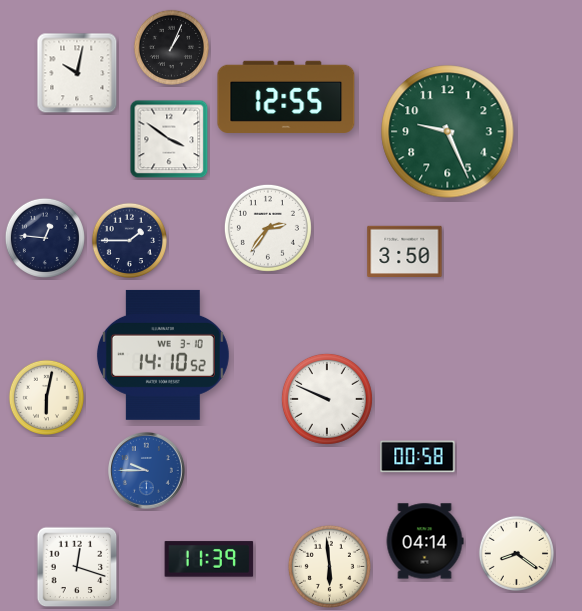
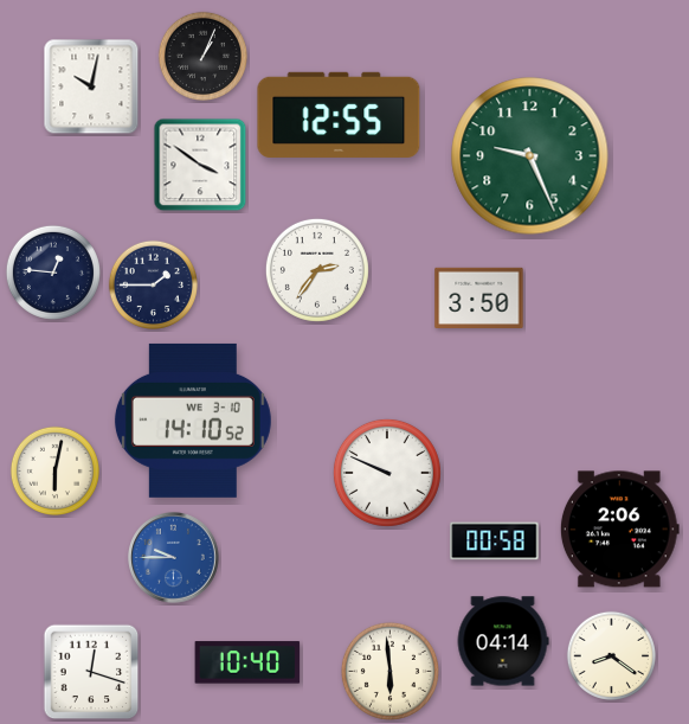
clock at (45, 238) position: (45, 238) -> (53, 273)
clock at (619, 530): none -> 2:06
clock at (209, 559): 11:39 -> 10:40
